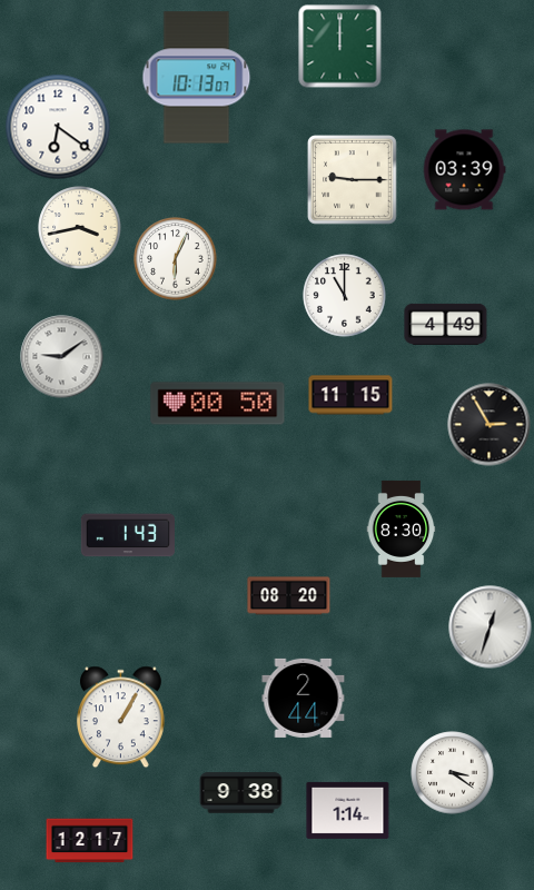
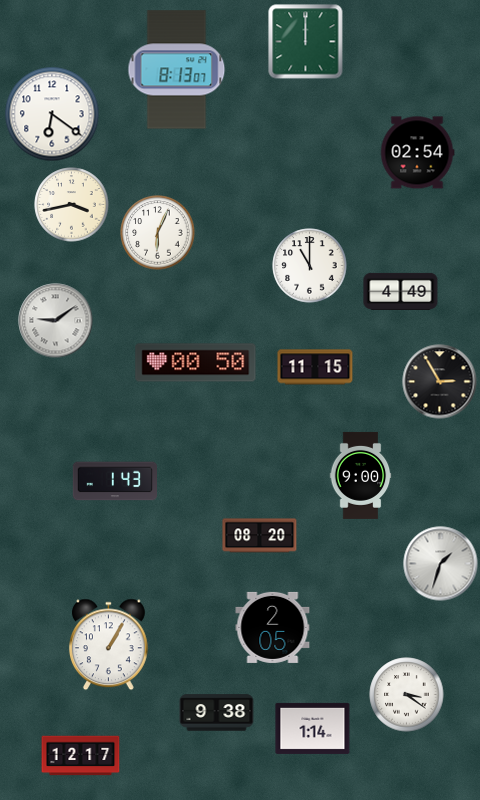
clock at (197, 78): 10:13 -> 8:13
clock at (464, 170): 03:39 -> 02:54
clock at (353, 180): 9:15 -> none
clock at (350, 395) position: (350, 395) -> (315, 367)
clock at (402, 528): 8:30 -> 9:00
clock at (491, 627): 12:33 -> 1:33
clock at (304, 698): 2:44 -> 2:05
